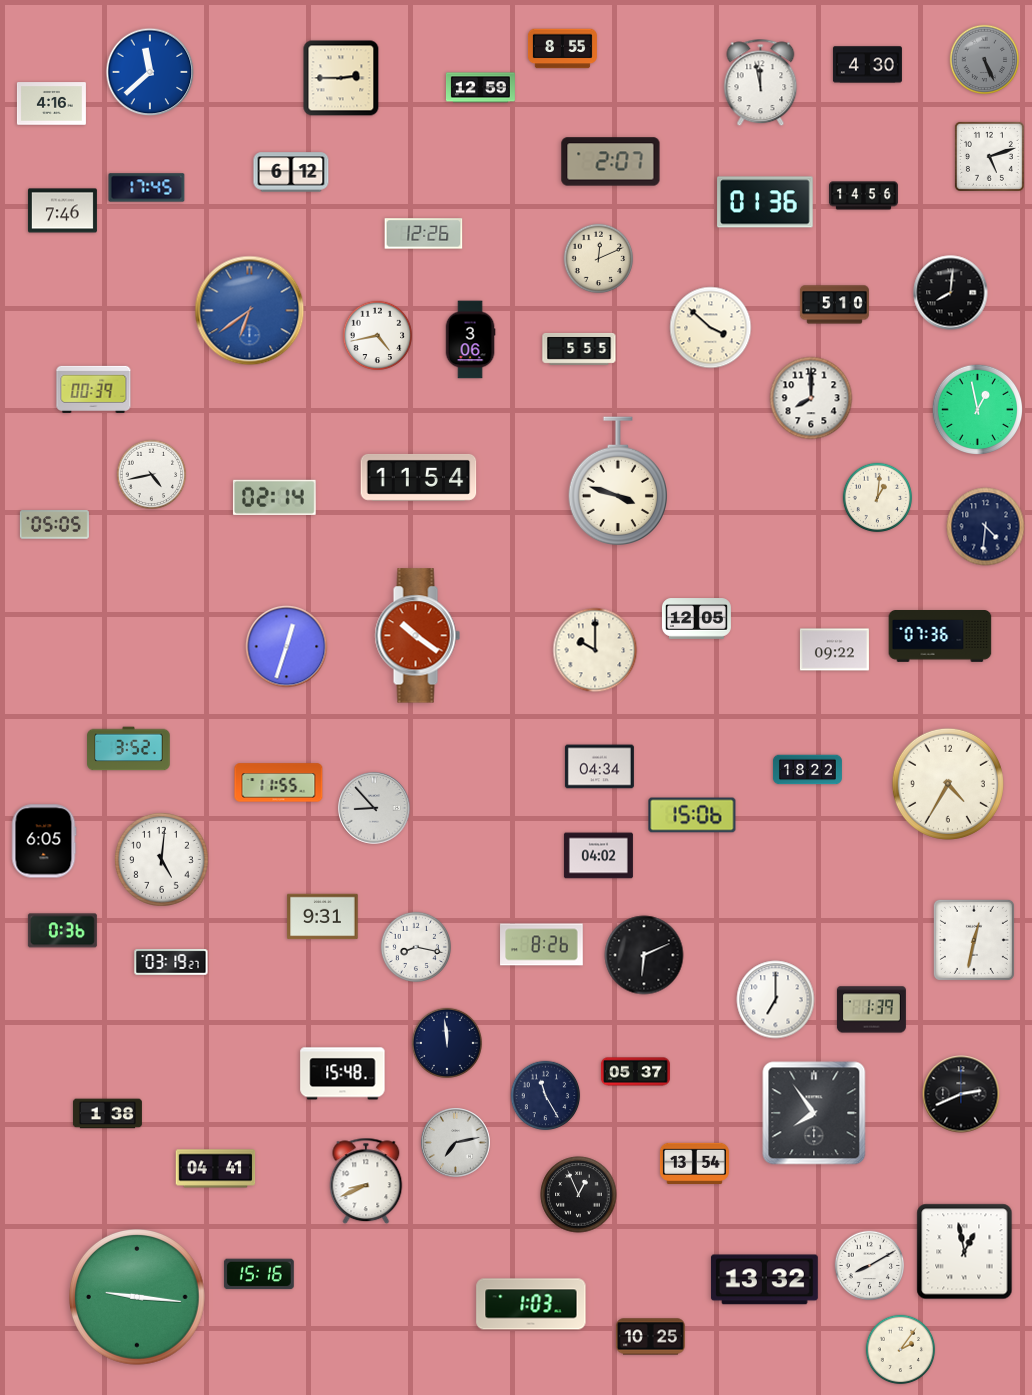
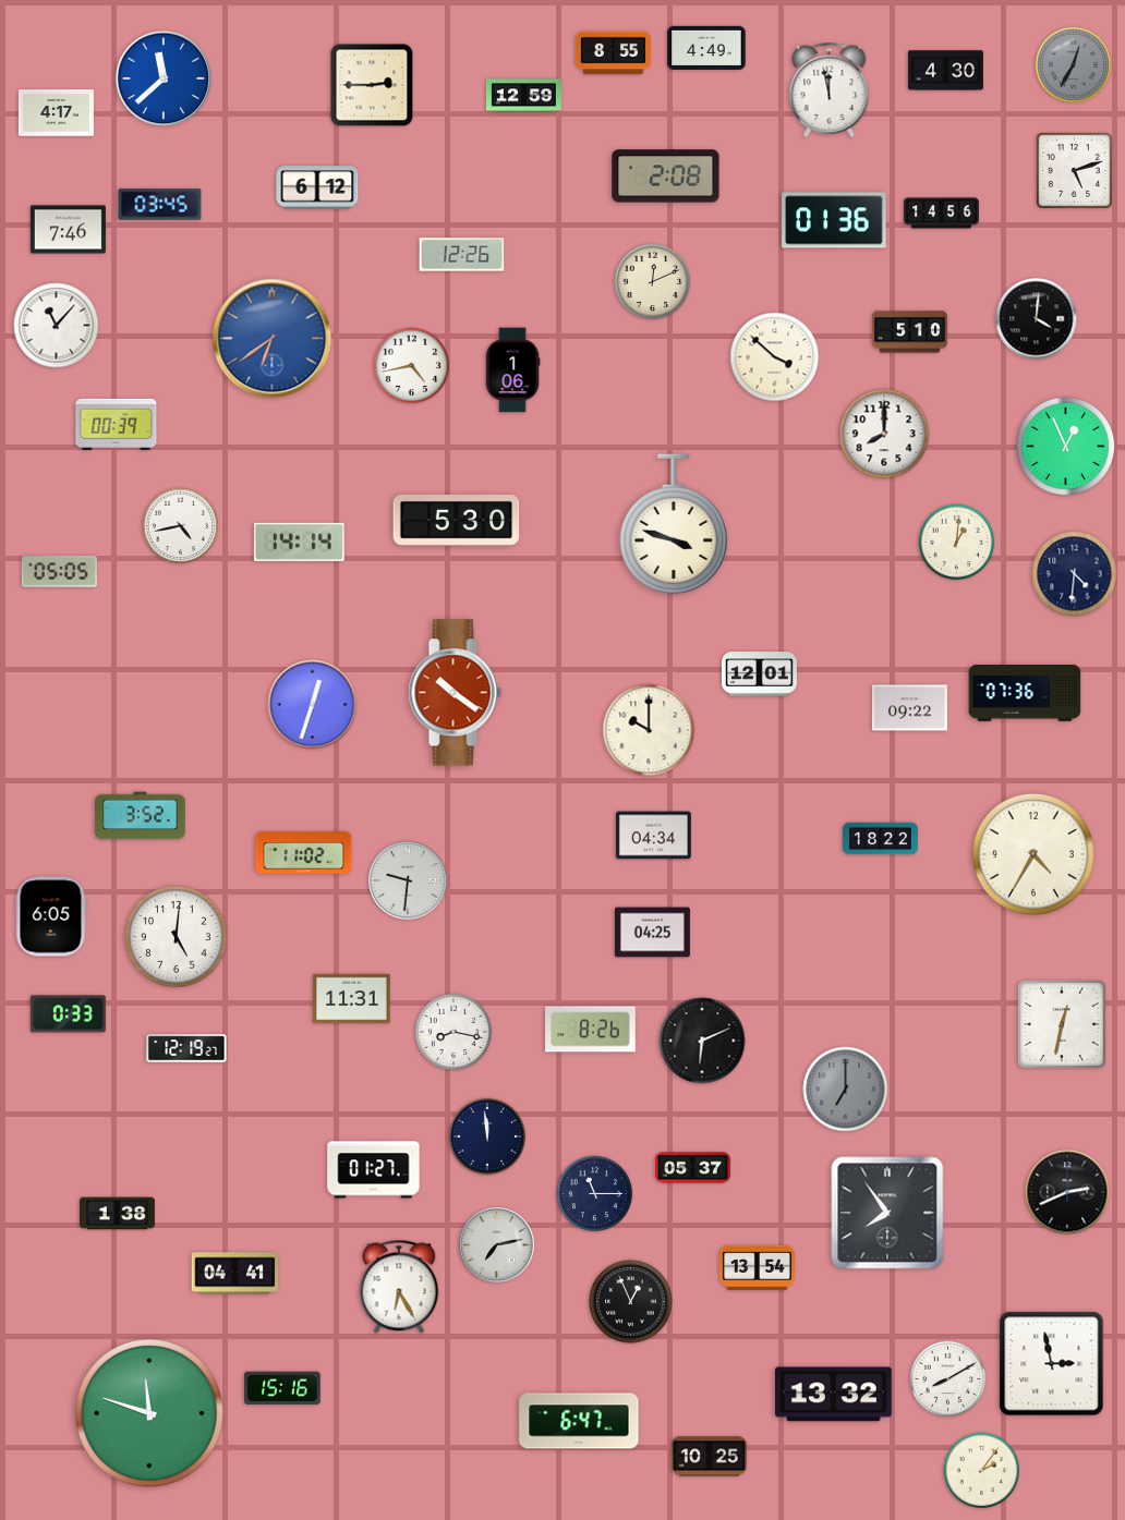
clock at (706, 48): none -> 4:49
clock at (985, 60): 5:26 -> 12:35
clock at (51, 104): 4:16 -> 4:17
clock at (989, 156) position: (989, 156) -> (1074, 170)
clock at (611, 162): 2:07 -> 2:08
clock at (147, 188): 17:45 -> 03:45
clock at (951, 293): 8:01 -> 4:01
clock at (57, 326): none -> 11:07
clock at (470, 340): 3:06 -> 1:06
clock at (579, 349): 5:55 -> none
clock at (94, 389) position: (94, 389) -> (117, 424)
clock at (977, 409): 12:58 -> 12:56
clock at (152, 475) position: (152, 475) -> (181, 526)
clock at (419, 477): 11:54 -> 5:30
clock at (275, 497): 02:14 -> 14:14
clock at (696, 619): 12:05 -> 12:01
clock at (595, 650) position: (595, 650) -> (649, 730)
clock at (279, 783): 11:55 -> 11:02
clock at (374, 808): 8:53 -> 9:31
clock at (692, 815): 15:06 -> none
clock at (44, 841) position: (44, 841) -> (51, 916)
clock at (598, 856): 04:02 -> 04:25
clock at (323, 917): 9:31 -> 11:31
clock at (62, 931): 0:36 -> 0:33
clock at (171, 962): 03:19 -> 12:19
clock at (776, 1000) dial: white -> grey
clock at (871, 1010): 1:39 -> none
clock at (343, 1074): 15:48 -> 01:27
clock at (961, 1094) position: (961, 1094) -> (1067, 1192)
clock at (546, 1096): 11:25 -> 11:15
clock at (366, 1181): 8:41 -> 6:25
clock at (965, 1252): 12:58 -> 2:58
clock at (138, 1298): 9:16 -> 11:48
clock at (531, 1304): 1:03 -> 6:47
